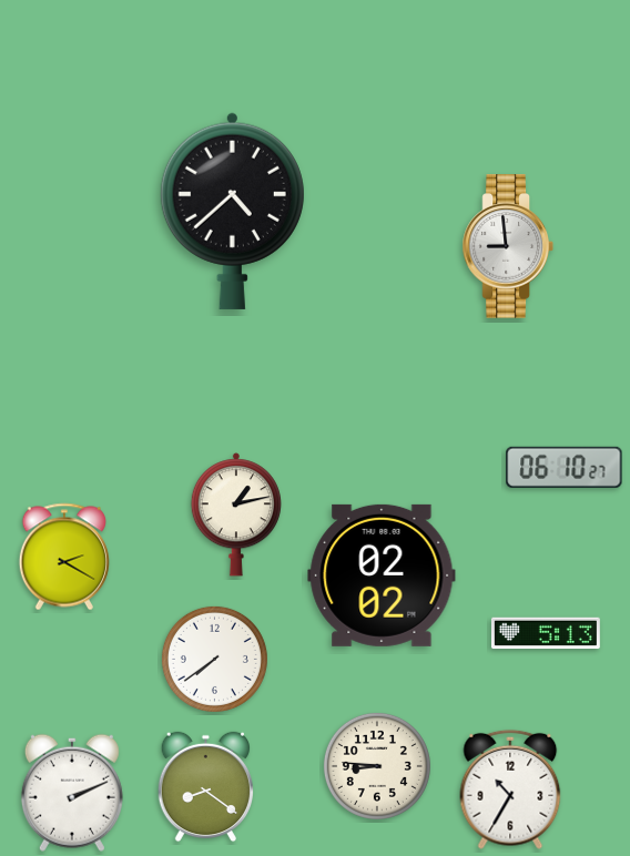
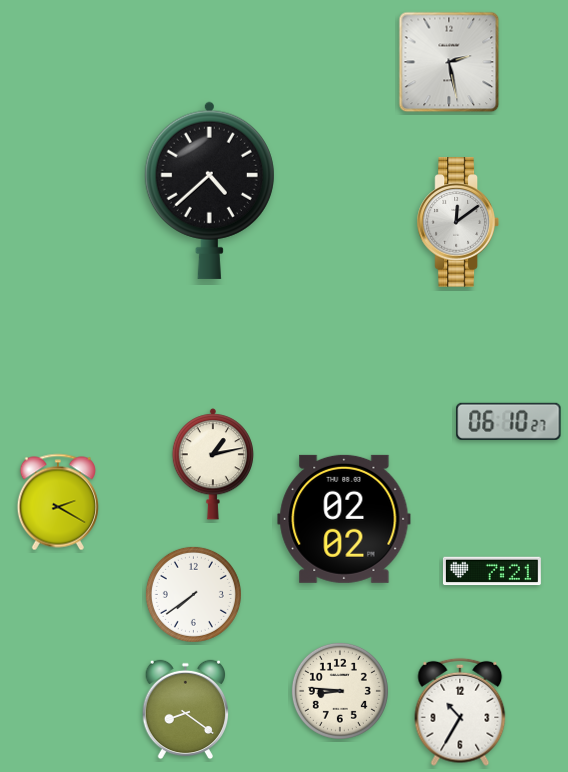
clock at (449, 62): none -> 2:28
clock at (508, 246): 8:59 -> 12:09
clock at (546, 633): 5:13 -> 7:21
clock at (72, 793): 2:11 -> none
